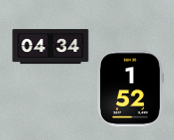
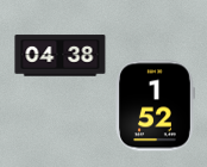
clock at (51, 47): 04:34 -> 04:38
